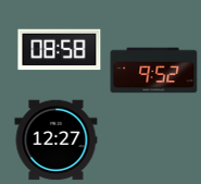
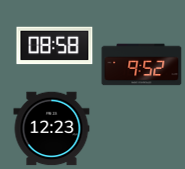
clock at (56, 140): 12:27 -> 12:23
